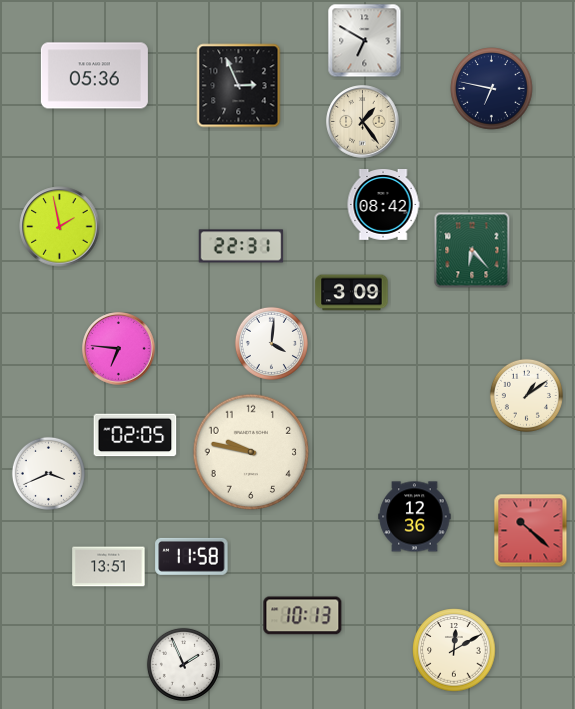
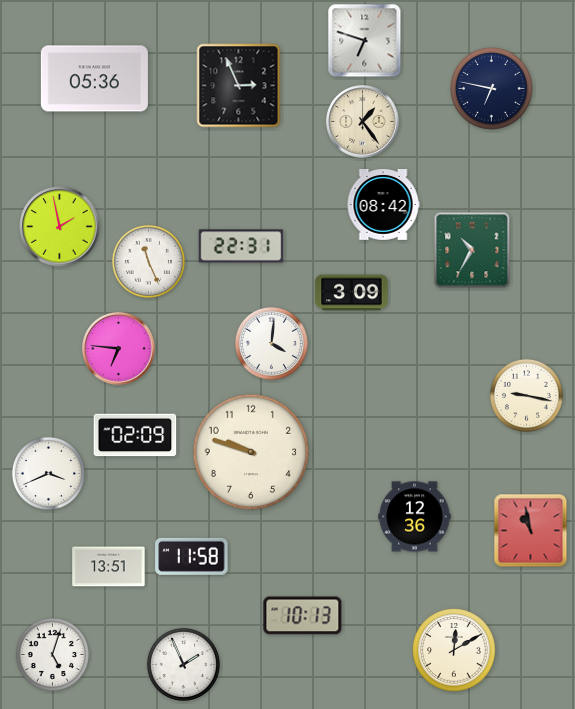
clock at (365, 41): 6:50 -> 6:48
clock at (94, 76) position: (94, 76) -> (94, 79)
clock at (472, 250): 6:23 -> 10:35
clock at (148, 261): none -> 11:26
clock at (526, 395): 1:09 -> 9:17
clock at (135, 435): 02:05 -> 02:09
clock at (251, 452): 9:47 -> 9:48
clock at (531, 531): 10:22 -> 10:58
clock at (52, 654): none -> 5:03
